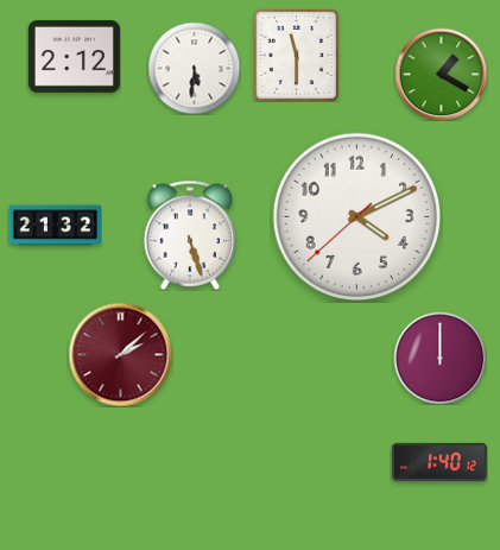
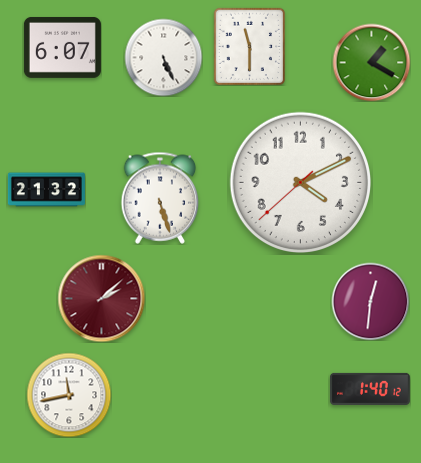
clock at (74, 56): 2:12 -> 6:07
clock at (194, 68): 5:31 -> 5:26
clock at (439, 358): 12:00 -> 12:31
clock at (69, 395): none -> 11:43
